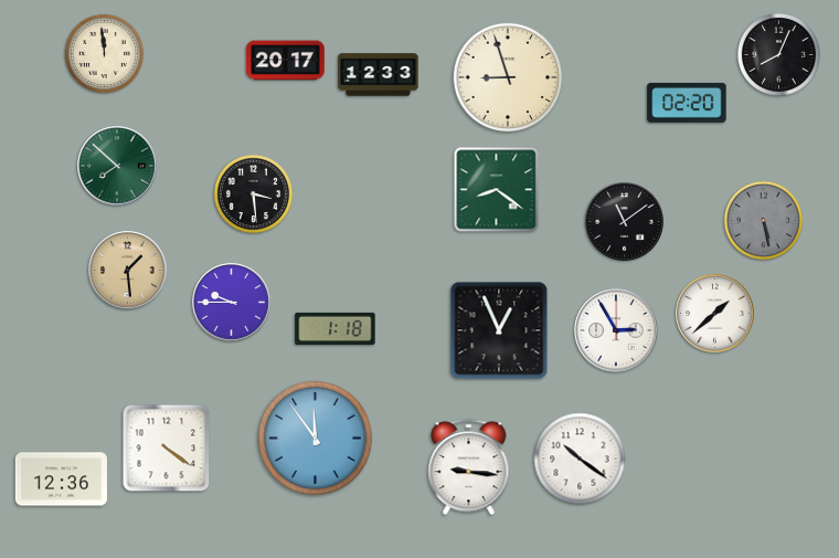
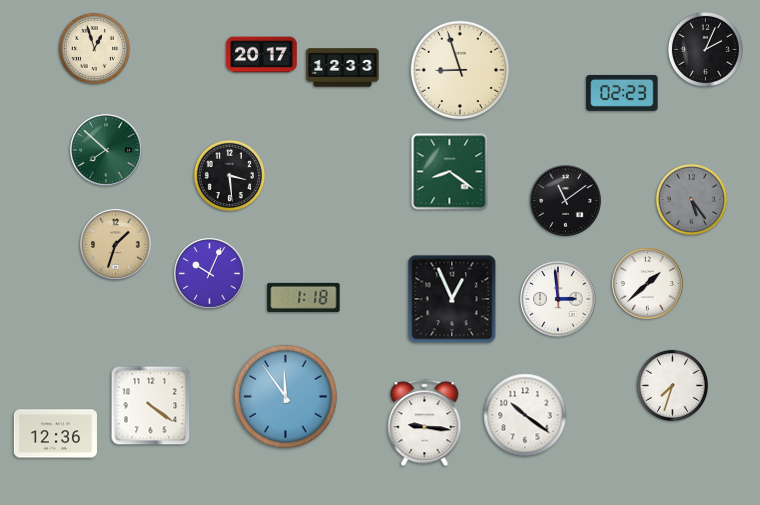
clock at (104, 53): 11:59 -> 12:57
clock at (778, 54): 8:04 -> 2:04
clock at (286, 61) position: (286, 61) -> (262, 55)
clock at (687, 103): 02:20 -> 02:23
clock at (763, 220): 5:28 -> 5:24
clock at (128, 271): 1:29 -> 1:33
clock at (232, 303): 9:45 -> 10:04
clock at (616, 330): 2:55 -> 2:59
clock at (672, 385): none -> 7:33
